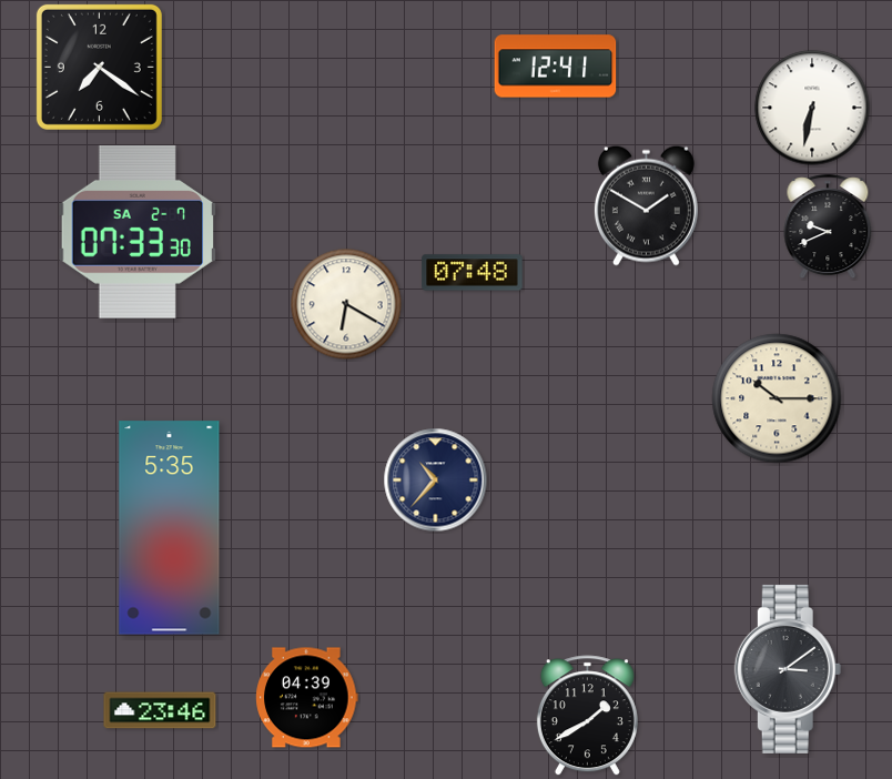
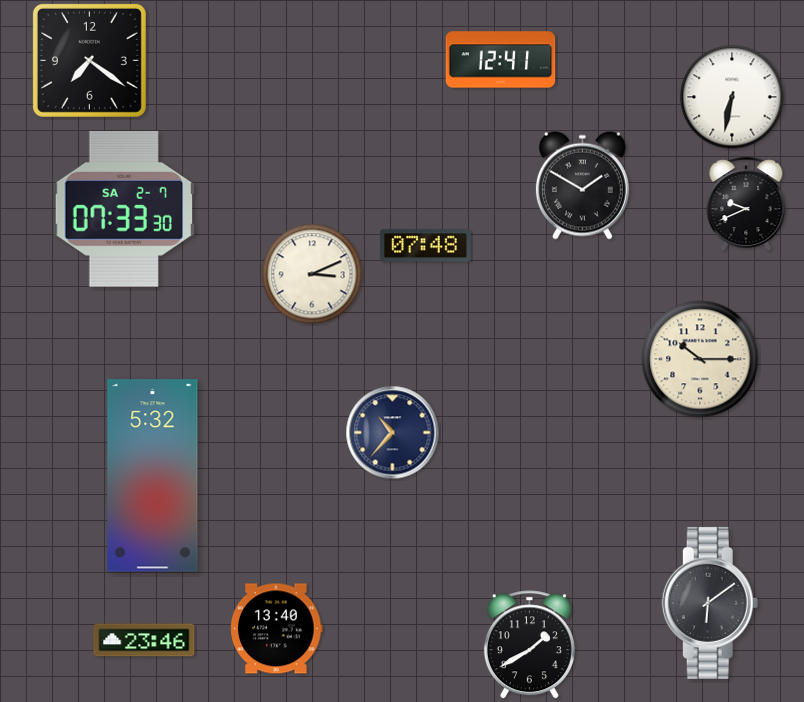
clock at (346, 304): 6:20 -> 3:11
clock at (170, 528): 5:35 -> 5:32
clock at (788, 669): 3:09 -> 6:09
clock at (307, 698): 04:39 -> 13:40
